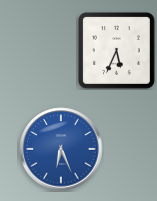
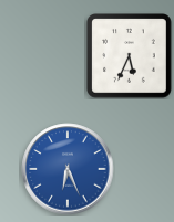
clock at (61, 149) position: (61, 149) -> (68, 169)
